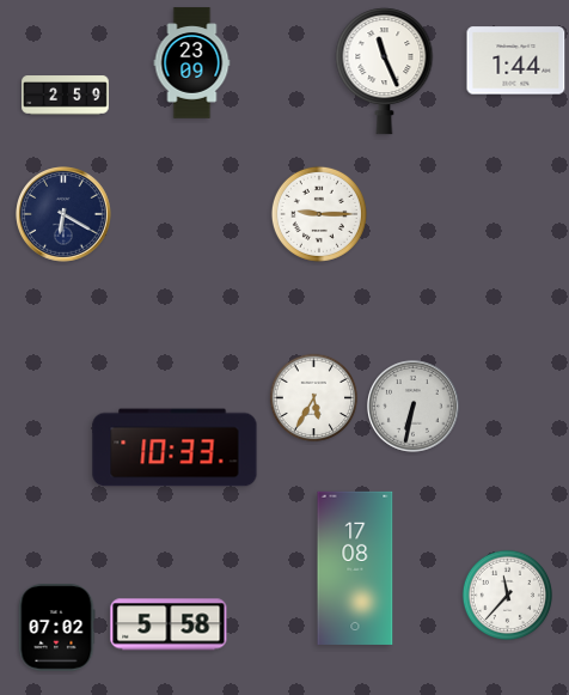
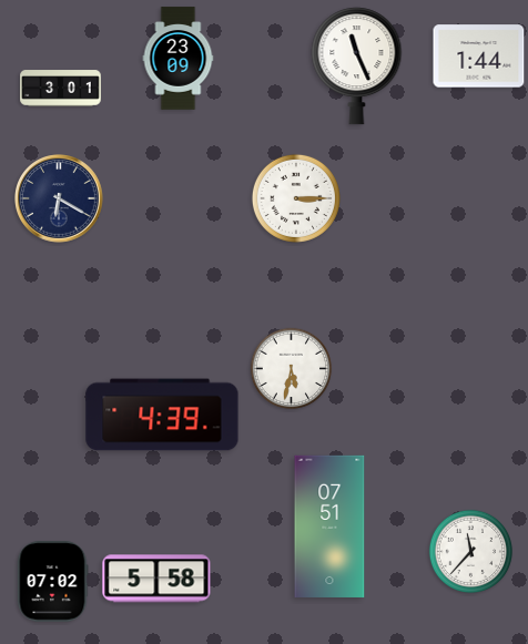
clock at (66, 96): 2:59 -> 3:01
clock at (319, 214): 9:15 -> 3:15
clock at (314, 398): 5:35 -> 5:32
clock at (414, 407): 6:32 -> none
clock at (175, 447): 10:33 -> 4:39
clock at (355, 568): 17:08 -> 07:51
